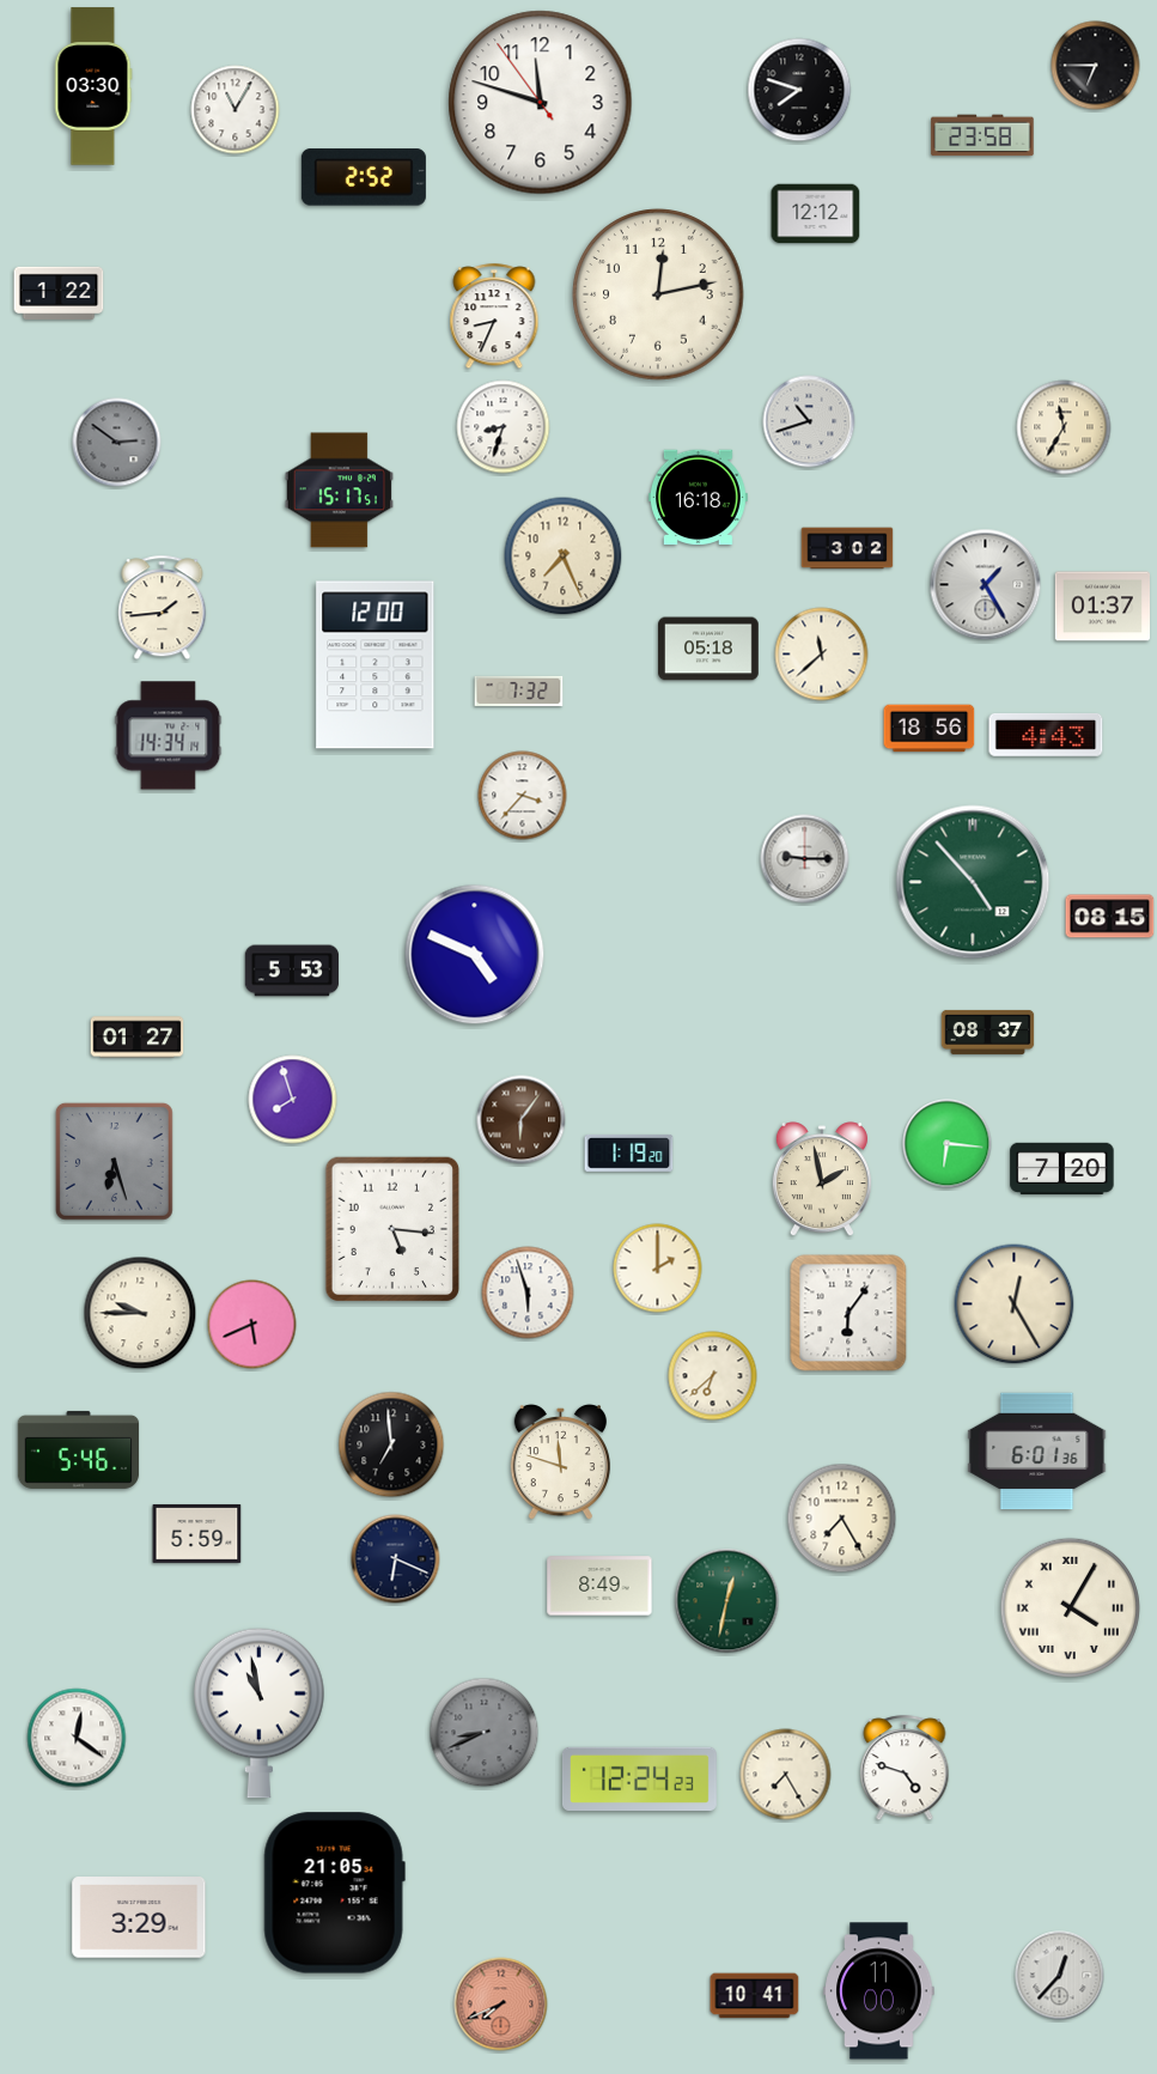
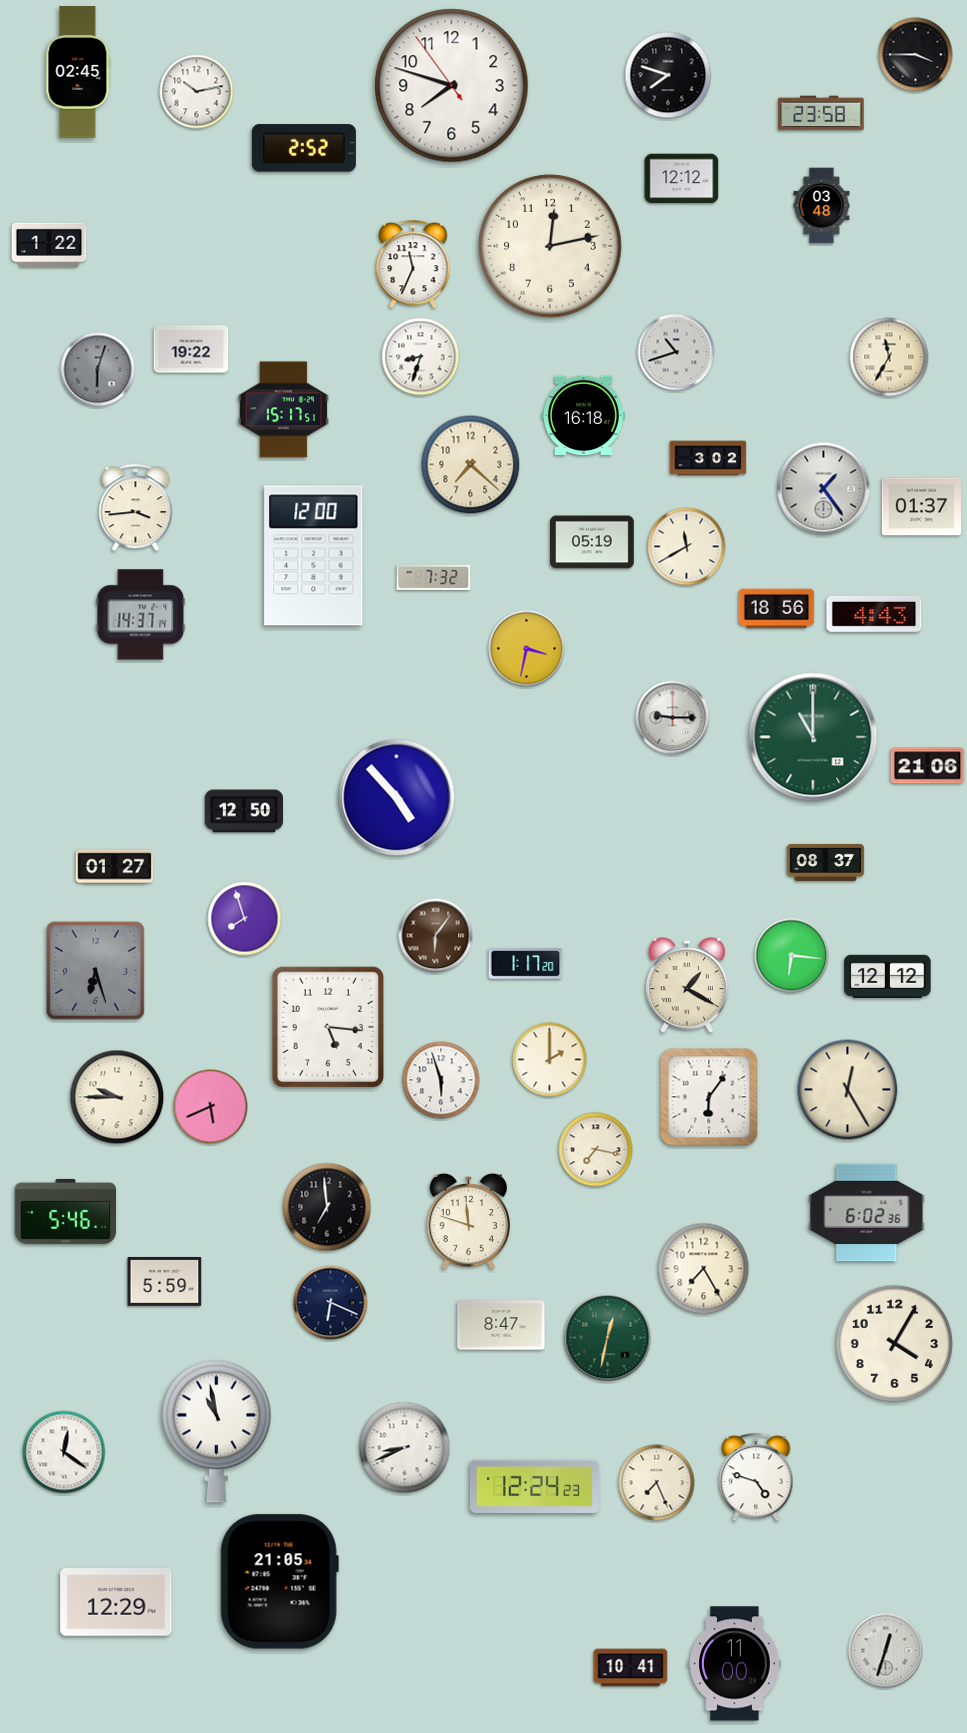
clock at (1096, 66): 6:45 -> 3:45
clock at (93, 86): 03:30 -> 02:45
clock at (541, 103): 11:47 -> 7:47
clock at (236, 110): 11:05 -> 10:13
clock at (822, 206): none -> 03:48
clock at (494, 317): 8:34 -> 11:34
clock at (191, 349): none -> 19:22
clock at (117, 443): 2:51 -> 6:03
clock at (564, 556): 7:26 -> 7:22
clock at (986, 585): 1:25 -> 1:24
clock at (163, 608): 1:44 -> 3:44
clock at (708, 649): 05:18 -> 05:19
clock at (822, 655): 11:38 -> 11:40
clock at (169, 736): 14:34 -> 14:37
clock at (527, 649): none -> 3:32
clock at (523, 796): 3:37 -> none
clock at (973, 882): 4:53 -> 11:00
clock at (1110, 917): 08:15 -> 21:06
clock at (475, 955): 4:49 -> 4:53
clock at (292, 971): 5:53 -> 12:50
clock at (629, 1154): 1:19 -> 1:17
clock at (1062, 1168): 7:20 -> 12:12
clock at (822, 1180): 1:58 -> 1:20
clock at (713, 1376): 6:38 -> 7:17
clock at (1037, 1452): 6:01 -> 6:02
clock at (599, 1586): 8:49 -> 8:47
clock at (1070, 1607) numerals: Roman -> Arabic
clock at (485, 1733) dial: grey -> white
clock at (786, 1775): 7:25 -> 7:26
clock at (139, 1917): 3:29 -> 12:29
clock at (1060, 1976): 12:37 -> 12:33
clock at (501, 2005): 7:41 -> none
